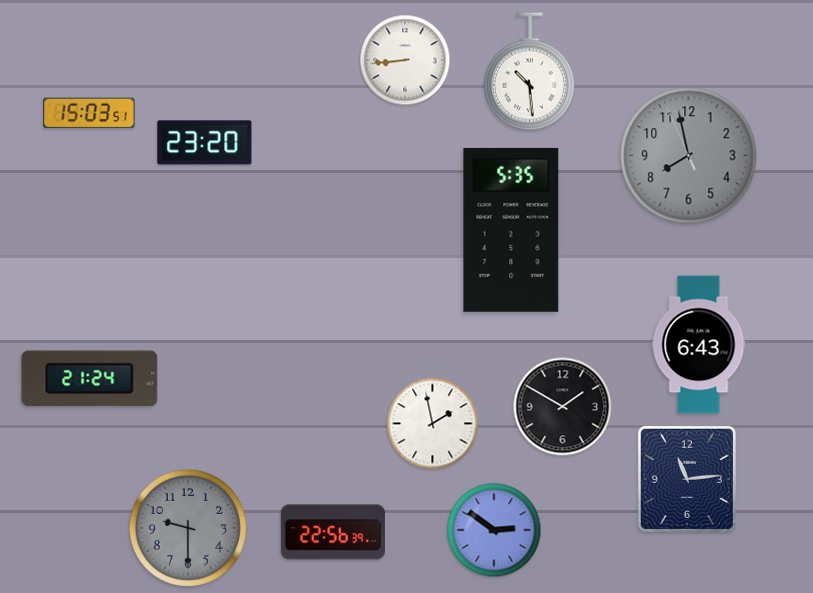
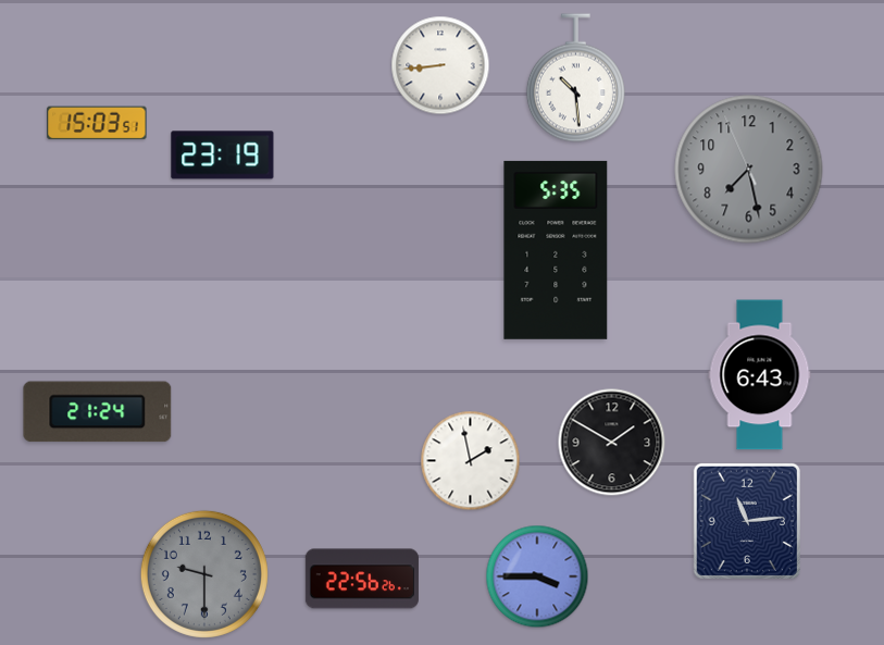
clock at (205, 143): 23:20 -> 23:19
clock at (689, 156): 7:57 -> 7:27
clock at (494, 530): 2:51 -> 3:45
clock at (333, 532): 22:56:39 -> 22:56:26
